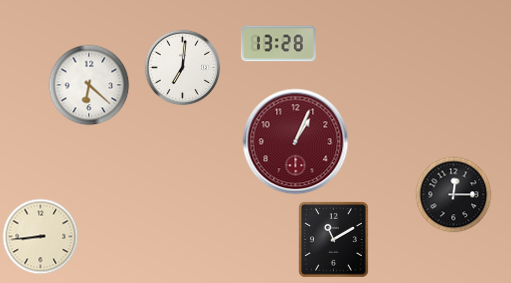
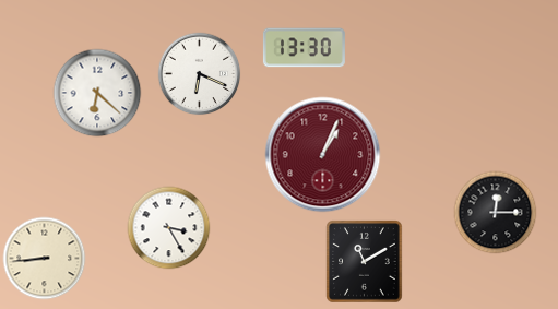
clock at (278, 44): 13:28 -> 13:30
clock at (183, 68): 7:01 -> 6:19
clock at (169, 228): none -> 3:25
